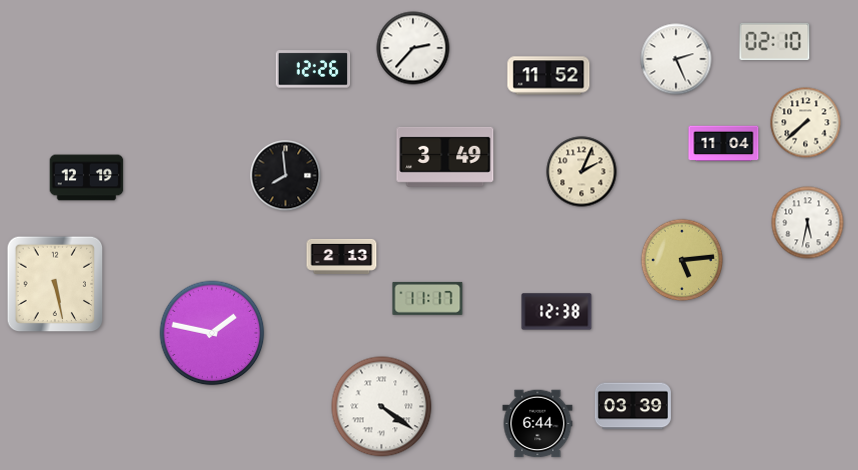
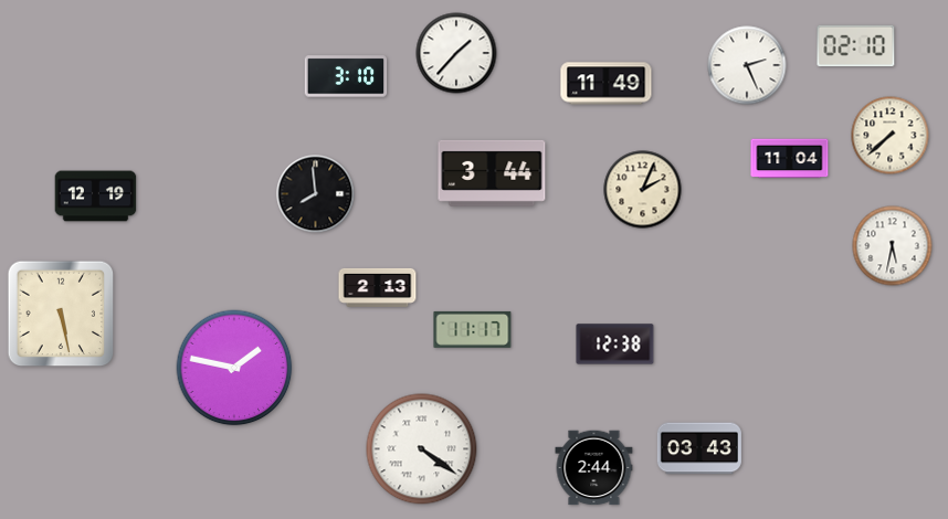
clock at (413, 48): 2:37 -> 1:37
clock at (313, 69): 12:26 -> 3:10
clock at (549, 76): 11:52 -> 11:49
clock at (724, 144) position: (724, 144) -> (790, 159)
clock at (445, 157): 3:49 -> 3:44
clock at (342, 256) position: (342, 256) -> (378, 287)
clock at (682, 260): 5:14 -> none
clock at (633, 406): 03:39 -> 03:43
clock at (538, 424): 6:44 -> 2:44
